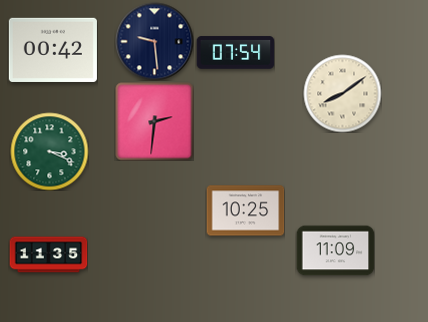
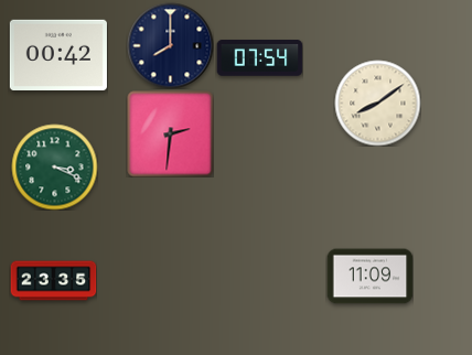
clock at (154, 41): 9:29 -> 8:00
clock at (245, 211): 10:25 -> none
clock at (48, 255): 11:35 -> 23:35
